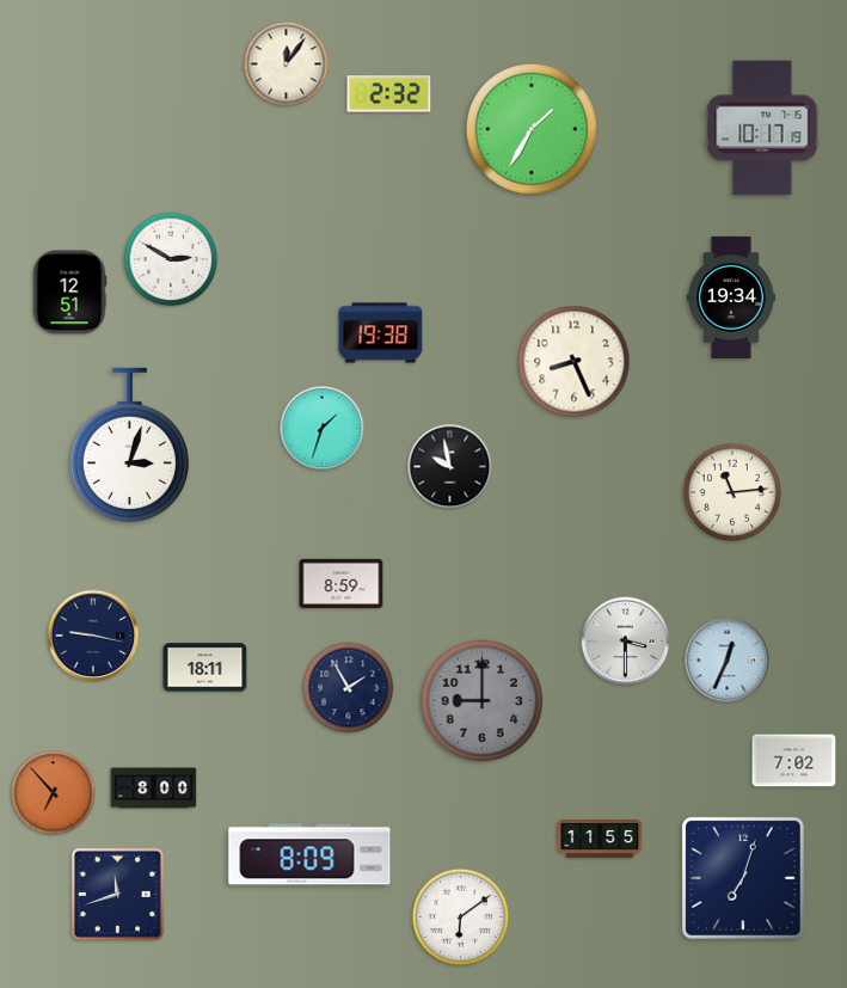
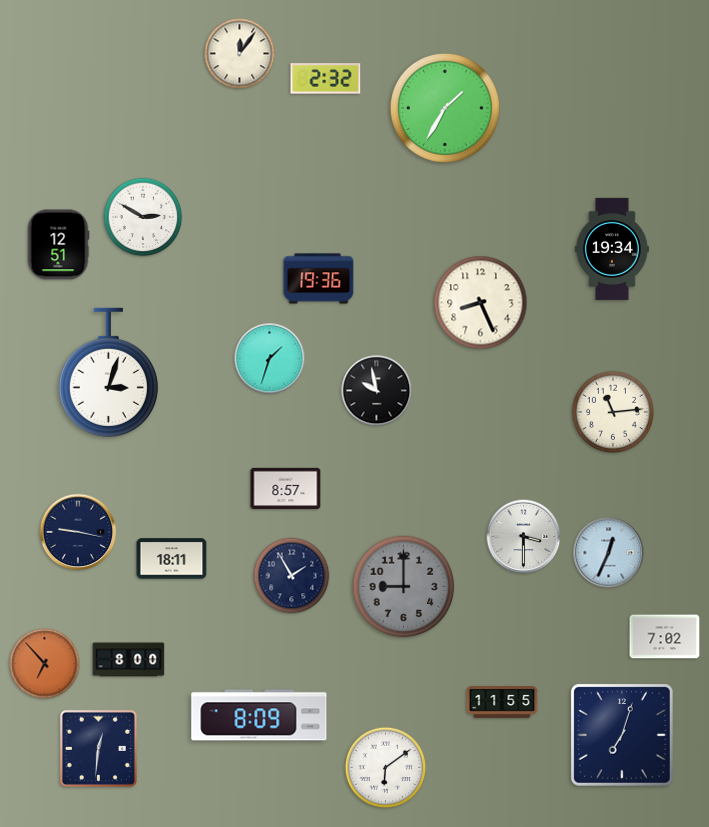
clock at (762, 128): 10:17 -> none
clock at (381, 333): 19:38 -> 19:36
clock at (342, 583): 8:59 -> 8:57
clock at (117, 894): 11:42 -> 12:31
